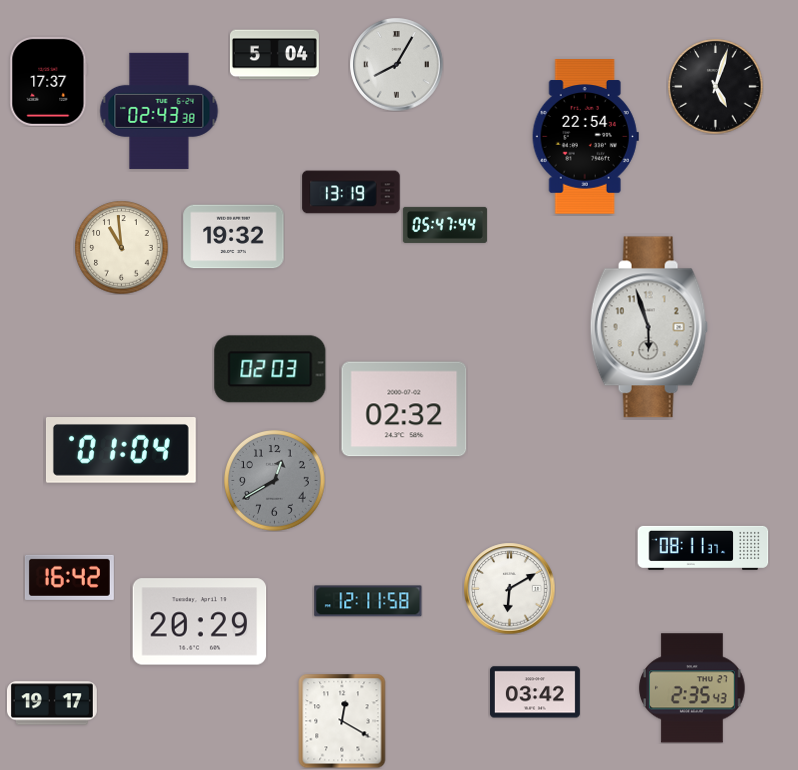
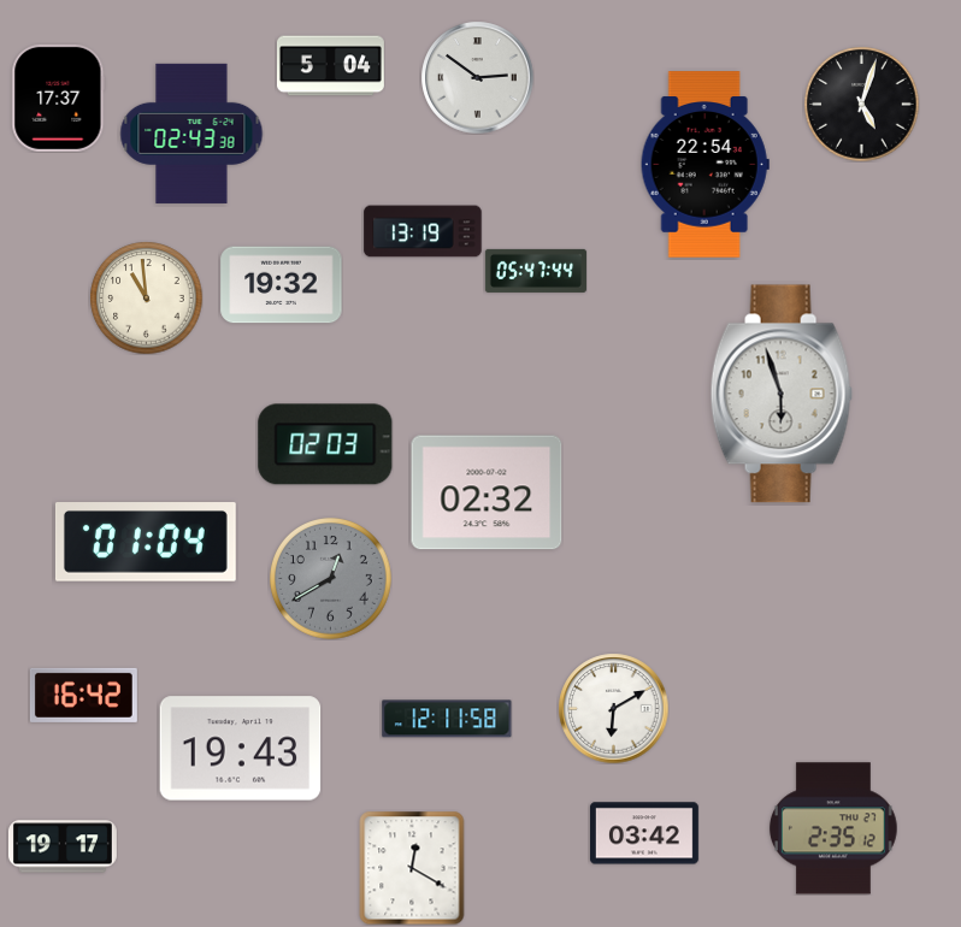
clock at (396, 64): 8:05 -> 2:51
clock at (703, 548): 08:11 -> none
clock at (368, 601) position: (368, 601) -> (447, 719)
clock at (200, 622): 20:29 -> 19:43
clock at (692, 688): 2:35:43 -> 2:35:12
